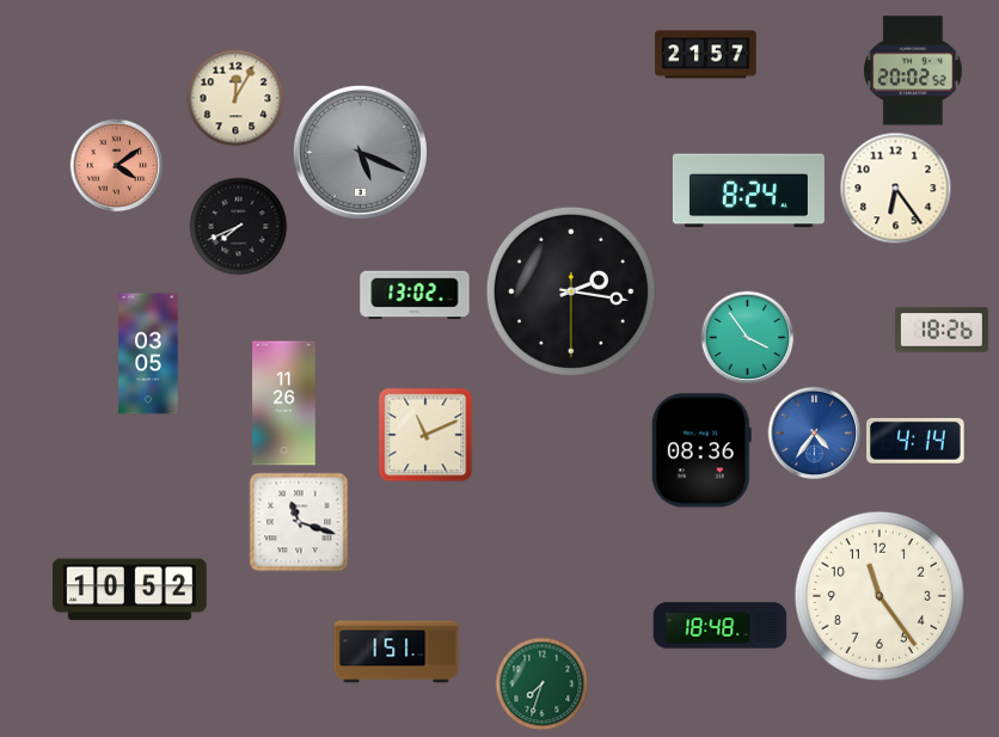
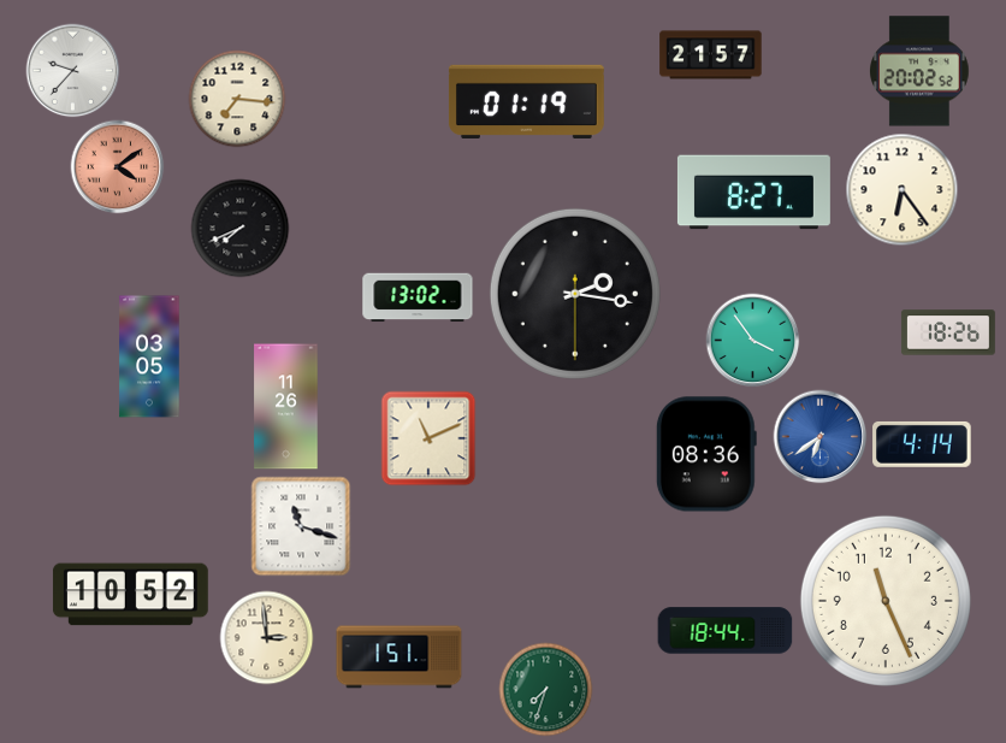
clock at (72, 70): none -> 9:37
clock at (235, 98): 12:05 -> 7:16
clock at (526, 101): none -> 01:19
clock at (360, 152): 5:19 -> none
clock at (748, 191): 8:24 -> 8:27
clock at (814, 432): 4:36 -> 6:39
clock at (880, 596): 11:24 -> 11:26
clock at (721, 626): 18:48 -> 18:44
clock at (266, 637): none -> 2:59
